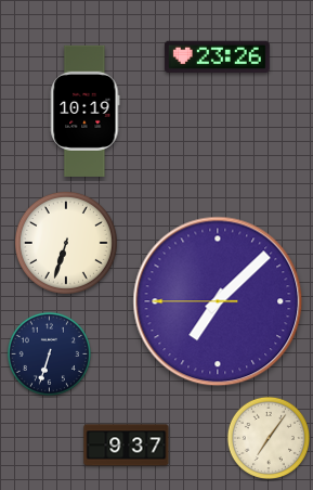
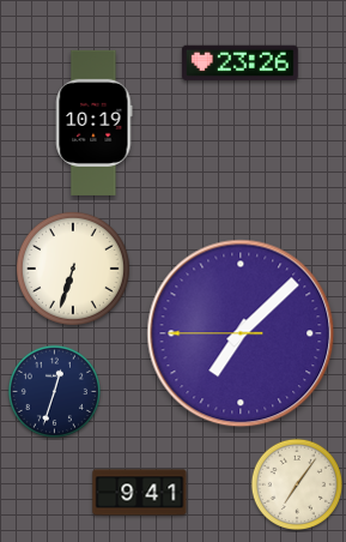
clock at (49, 353): 6:33 -> 12:33
clock at (127, 446): 9:37 -> 9:41
